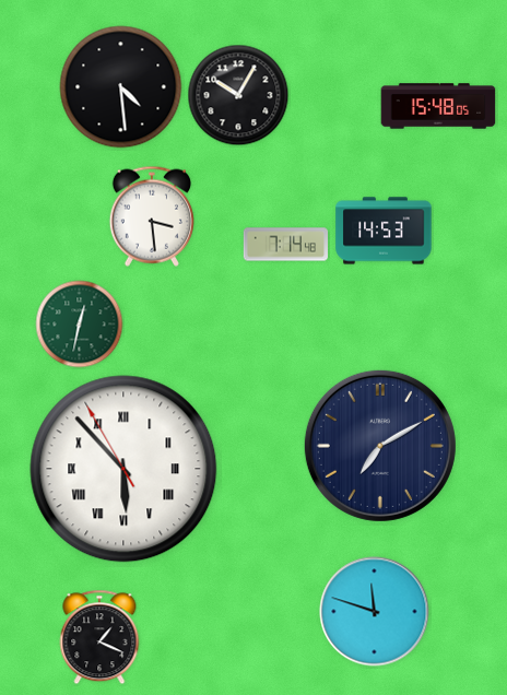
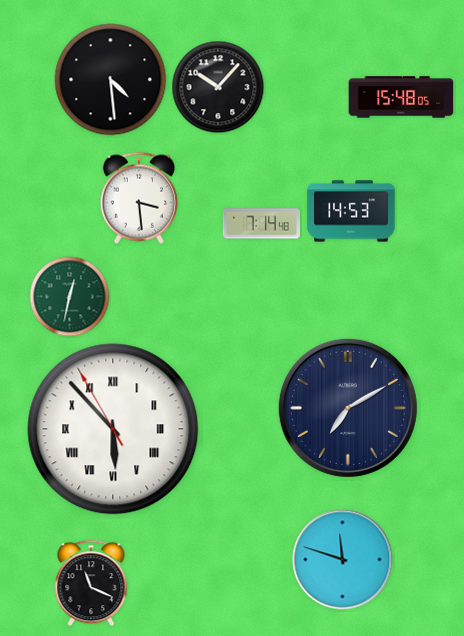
clock at (238, 95): 10:05 -> 10:07
clock at (80, 325) position: (80, 325) -> (70, 297)
clock at (99, 637): 1:19 -> 11:19
